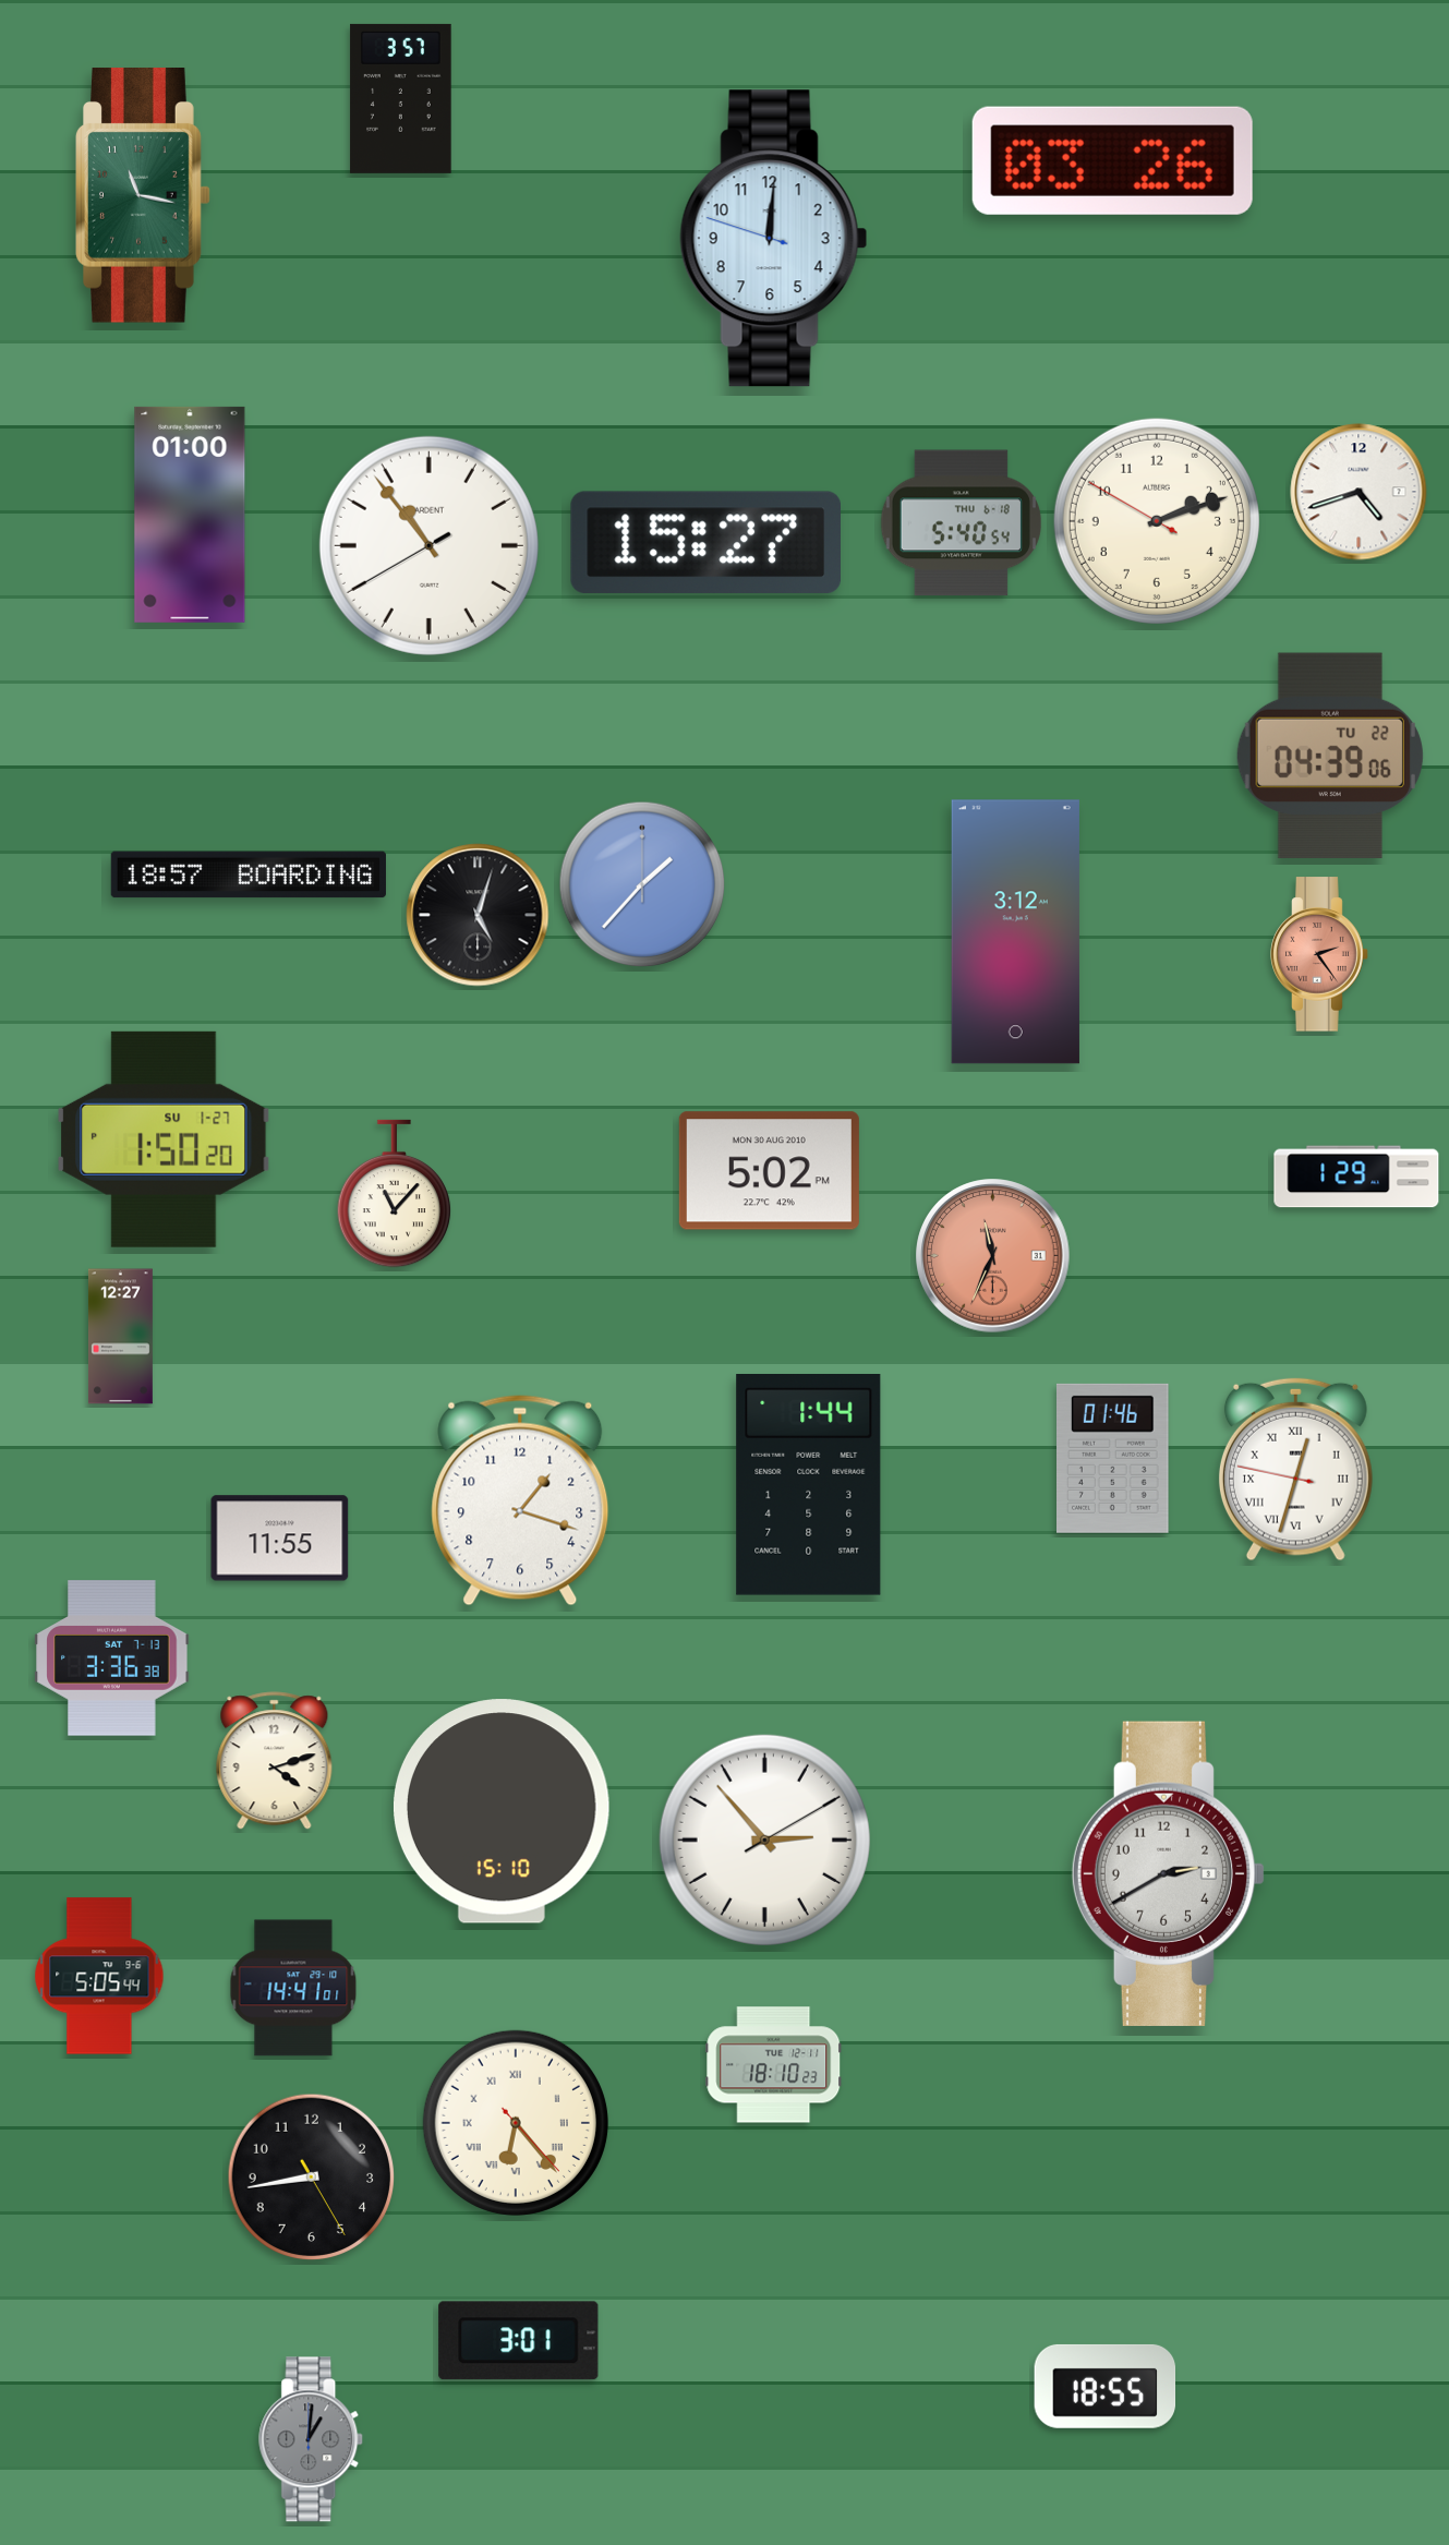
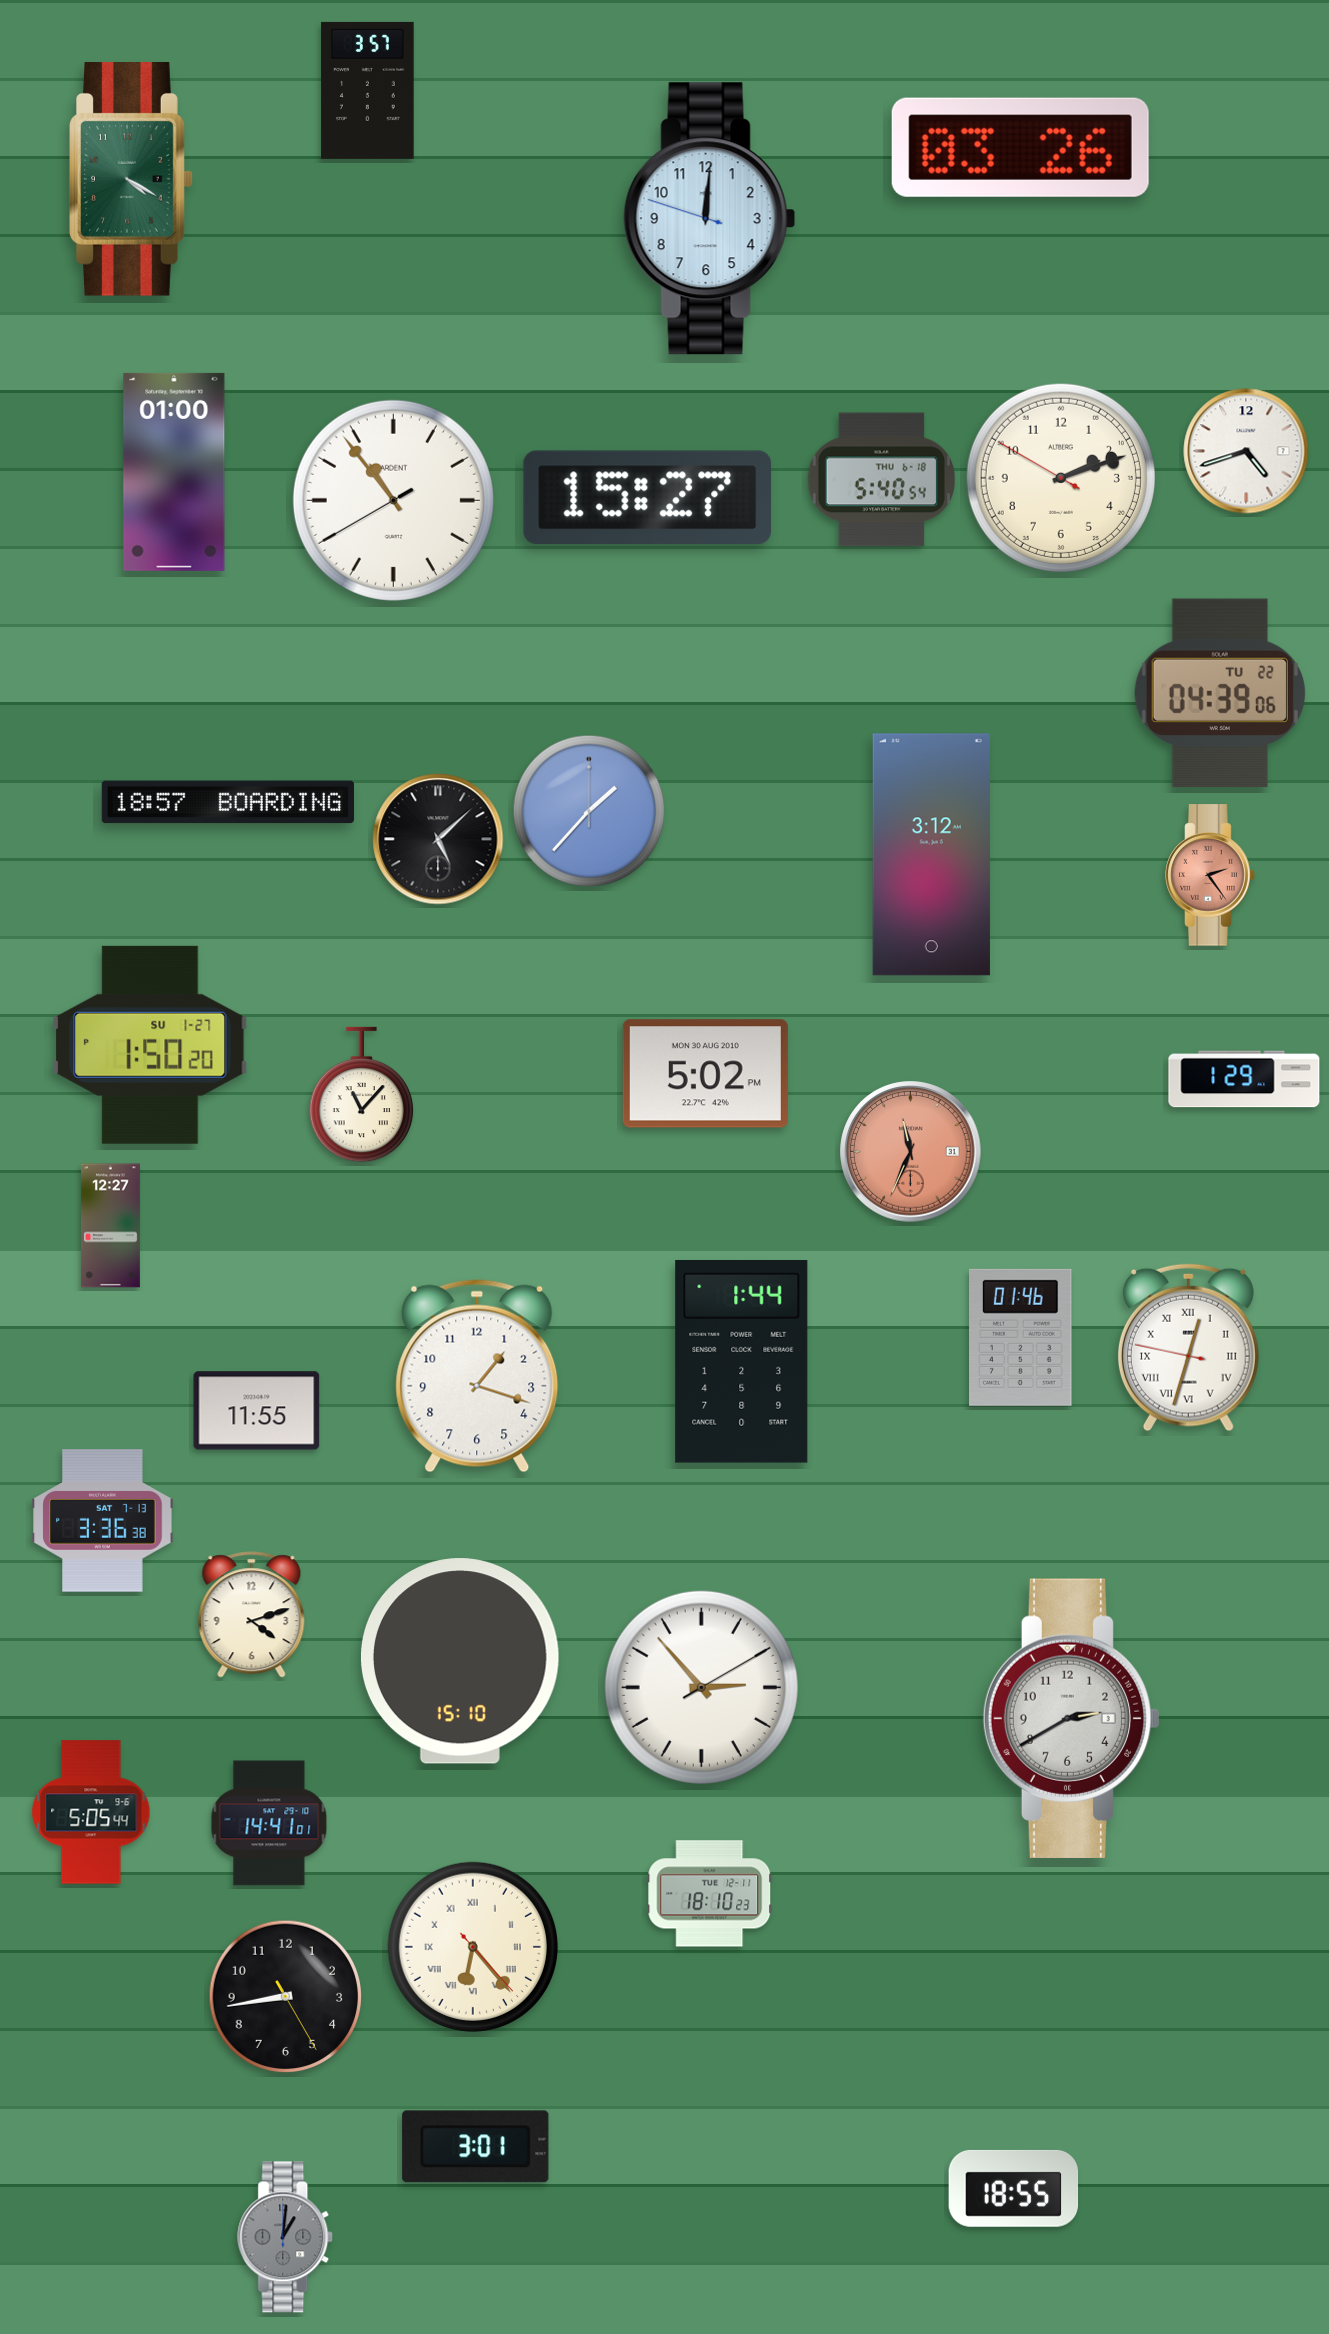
clock at (143, 195): 11:17 -> 4:20
clock at (478, 915): 5:03 -> 5:08
